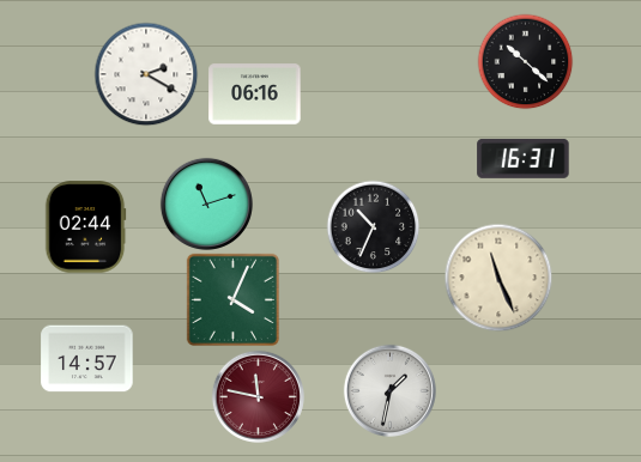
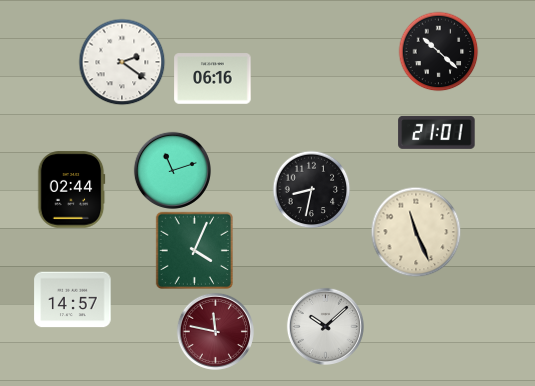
clock at (146, 74): 2:20 -> 2:21
clock at (524, 158): 16:31 -> 21:01
clock at (373, 226): 10:34 -> 8:32
clock at (389, 390): 1:32 -> 10:08
